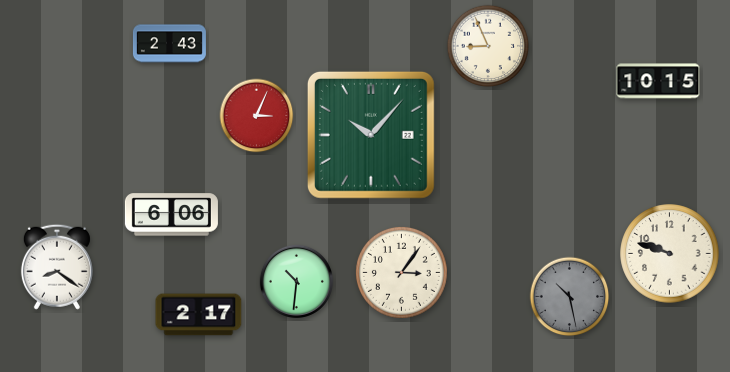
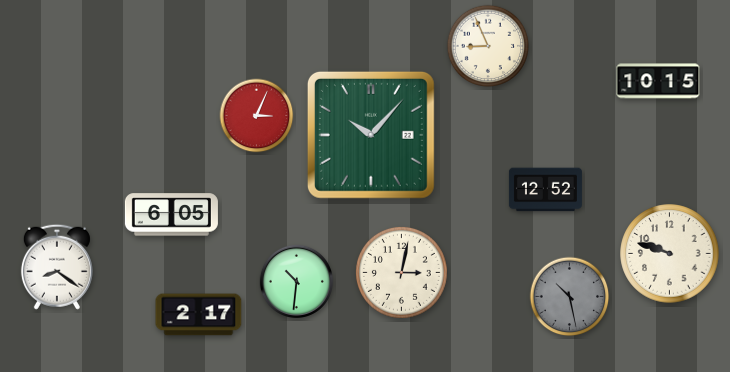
clock at (169, 44): 2:43 -> none
clock at (545, 190): none -> 12:52
clock at (171, 215): 6:06 -> 6:05
clock at (401, 272): 3:06 -> 3:02
